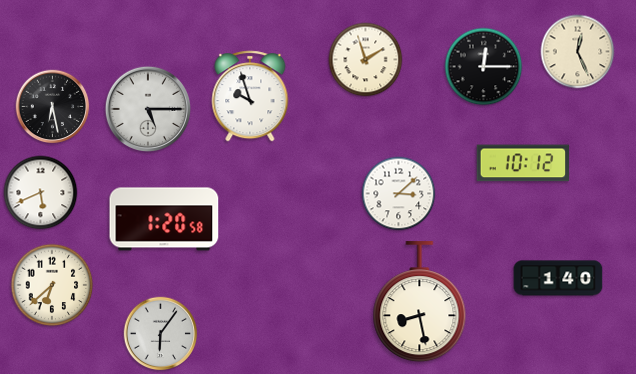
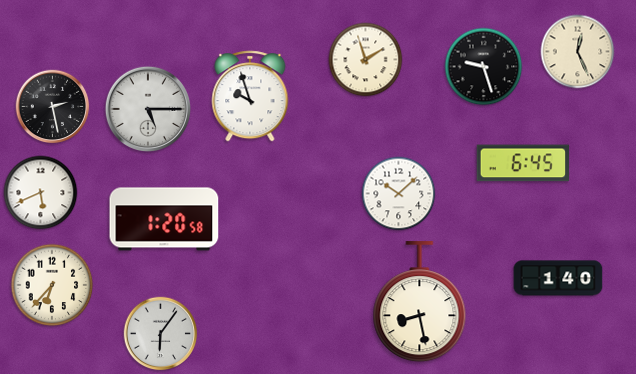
clock at (484, 67): 12:15 -> 9:27
clock at (53, 107): 6:28 -> 2:28
clock at (523, 163): 10:12 -> 6:45
clock at (399, 194): 3:08 -> 10:08
clock at (52, 285): 6:38 -> 6:37
